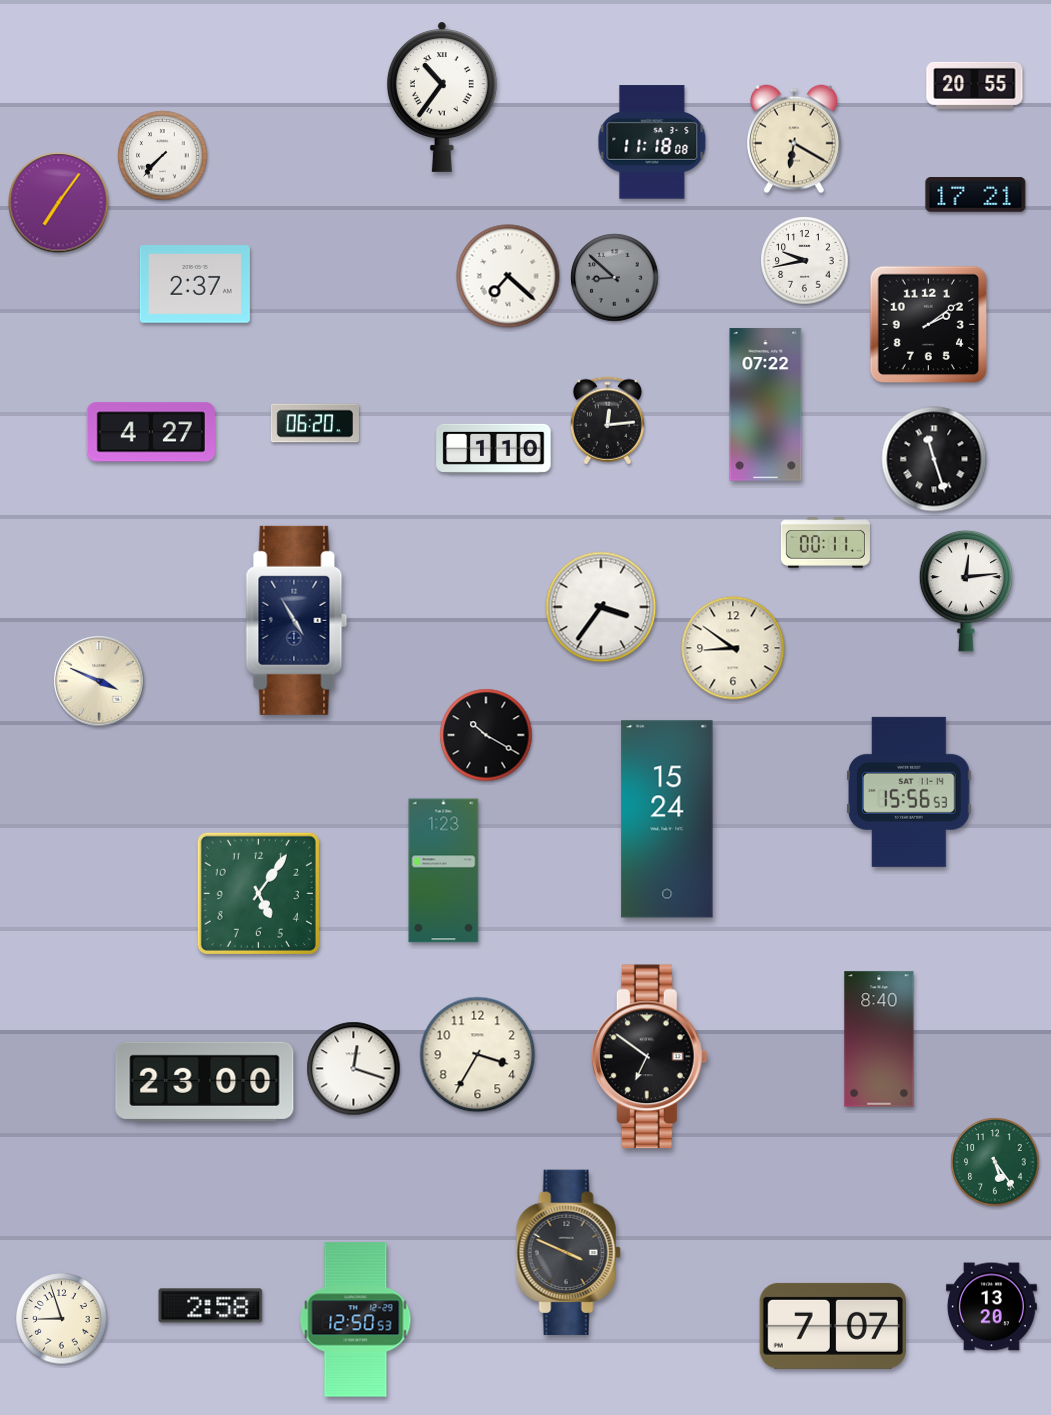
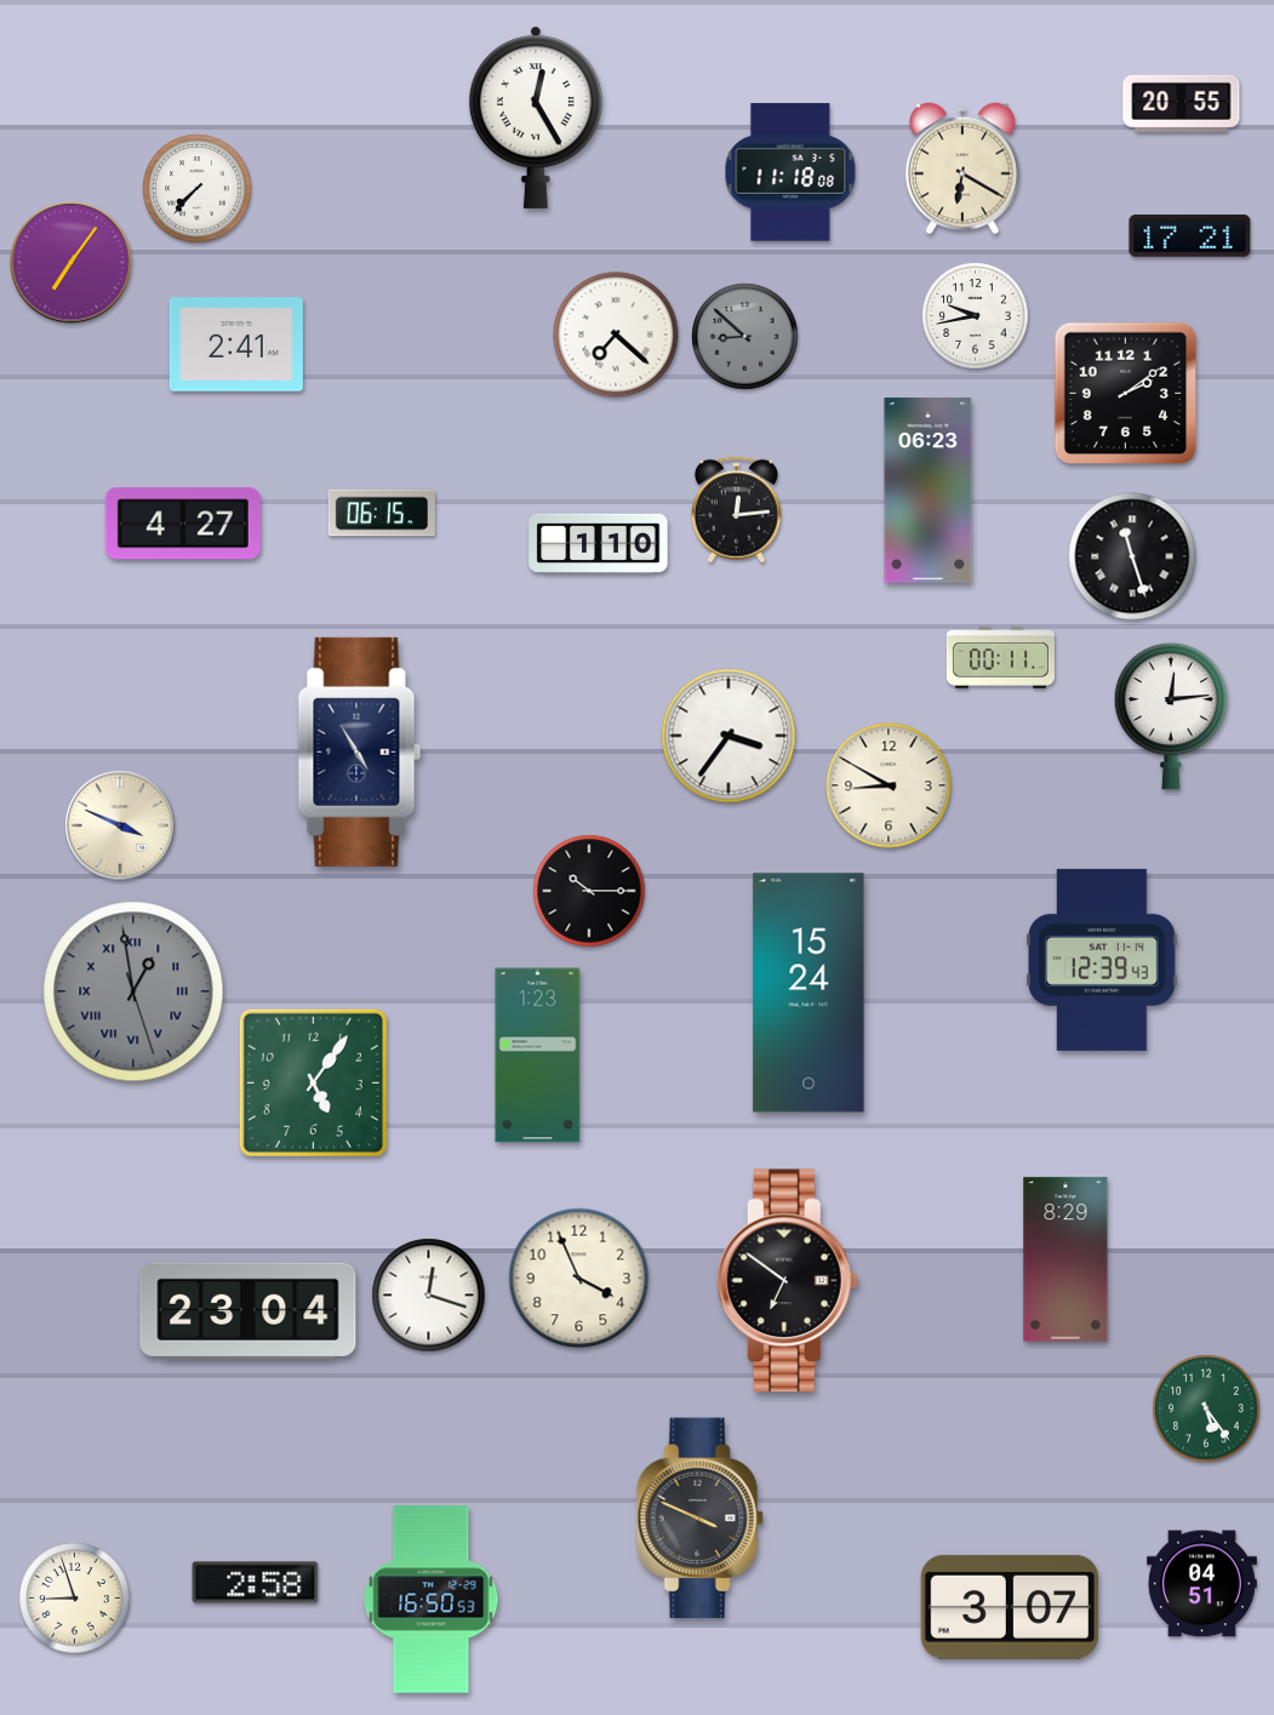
clock at (442, 97): 10:36 -> 12:25
clock at (976, 195) position: (976, 195) -> (1190, 236)
clock at (59, 203) position: (59, 203) -> (72, 263)
clock at (195, 284): 2:37 -> 2:41
clock at (766, 405): 07:22 -> 06:23
clock at (314, 423): 06:20 -> 06:15
clock at (733, 648): 8:51 -> 8:50
clock at (486, 735): 10:20 -> 10:15
clock at (909, 792): 15:56 -> 12:39
clock at (133, 991): none -> 12:58
clock at (879, 1039): 8:40 -> 8:29
clock at (478, 1055): 3:35 -> 3:56
clock at (205, 1081): 23:00 -> 23:04
clock at (568, 1253) position: (568, 1253) -> (699, 1519)
clock at (991, 1307): 13:20 -> 04:51
clock at (356, 1320): 12:50 -> 16:50
clock at (832, 1326): 7:07 -> 3:07
